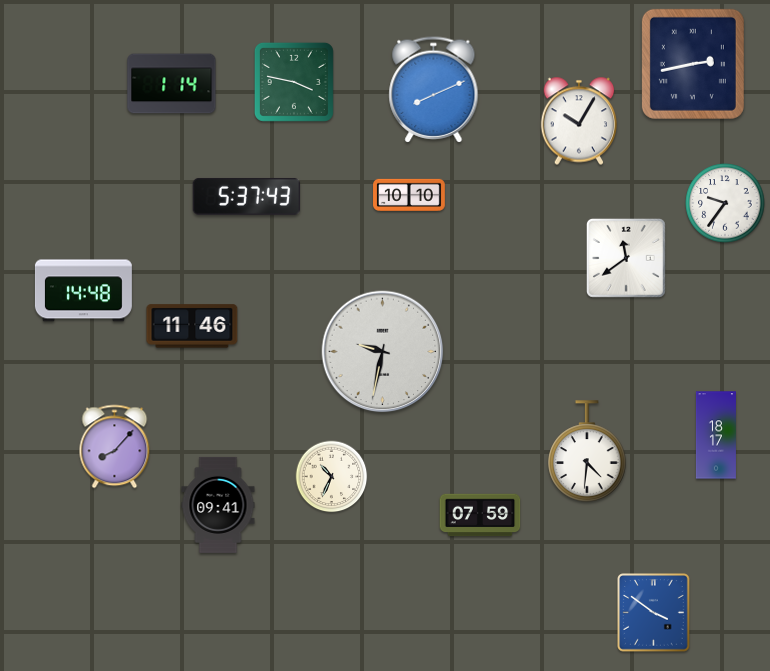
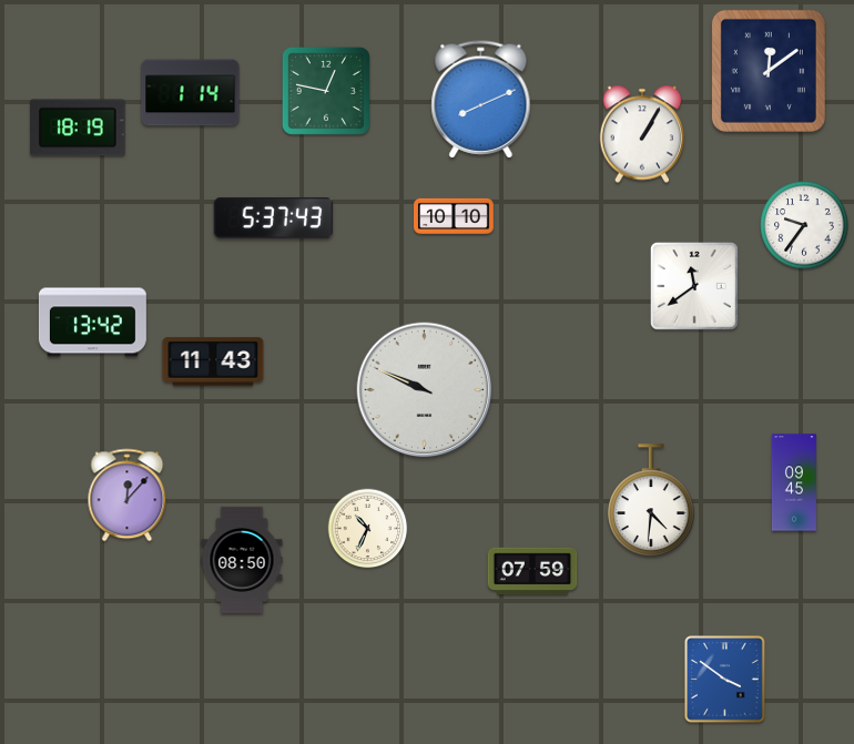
clock at (693, 64): 2:43 -> 12:09
clock at (294, 82): 3:47 -> 12:47
clock at (78, 128): none -> 18:19
clock at (579, 121): 10:05 -> 1:05
clock at (83, 291): 14:48 -> 13:42
clock at (192, 326): 11:46 -> 11:43
clock at (383, 352): 9:32 -> 9:49
clock at (716, 435): 18:17 -> 09:45
clock at (115, 447): 8:07 -> 12:07
clock at (218, 505): 09:41 -> 08:50
